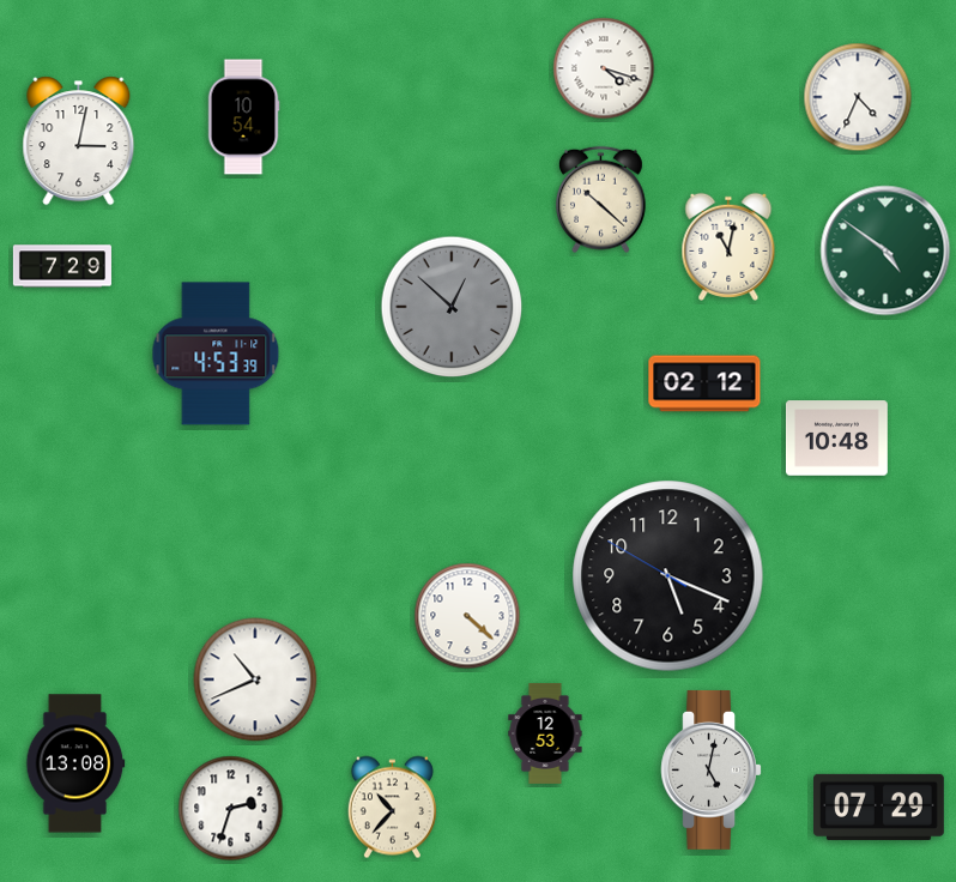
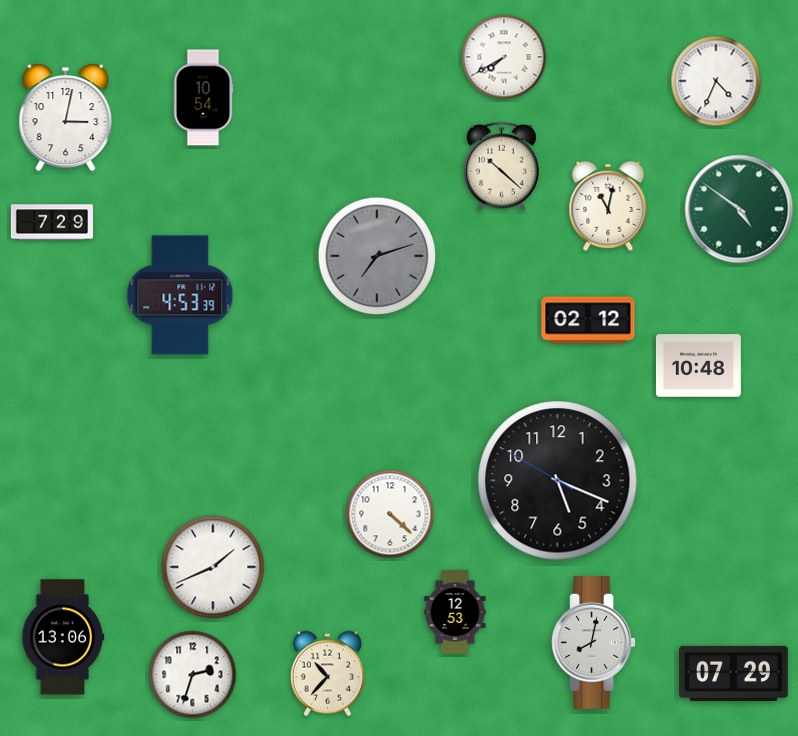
clock at (604, 68): 4:18 -> 7:40
clock at (452, 307): 12:52 -> 7:12
clock at (255, 679): 10:41 -> 1:41
clock at (75, 763): 13:08 -> 13:06
clock at (710, 769): 5:02 -> 8:02
